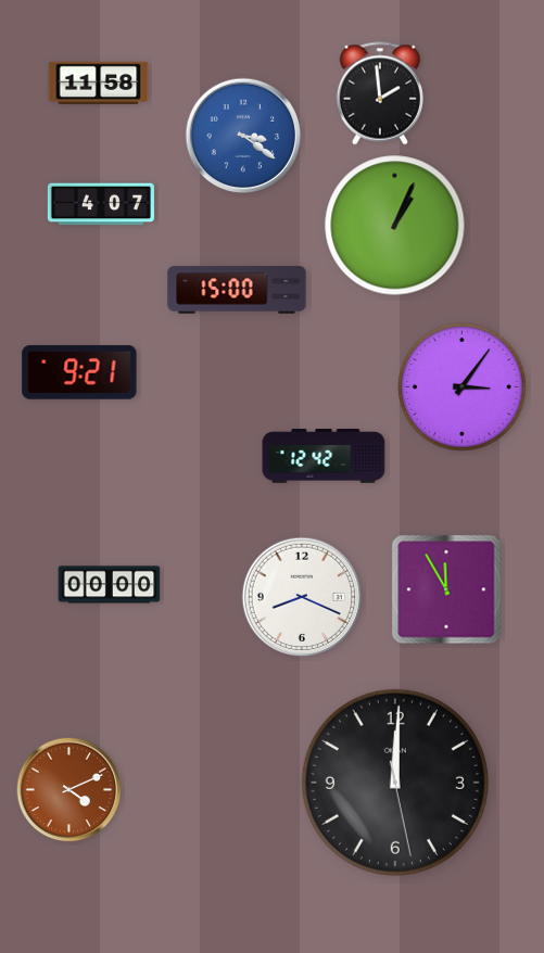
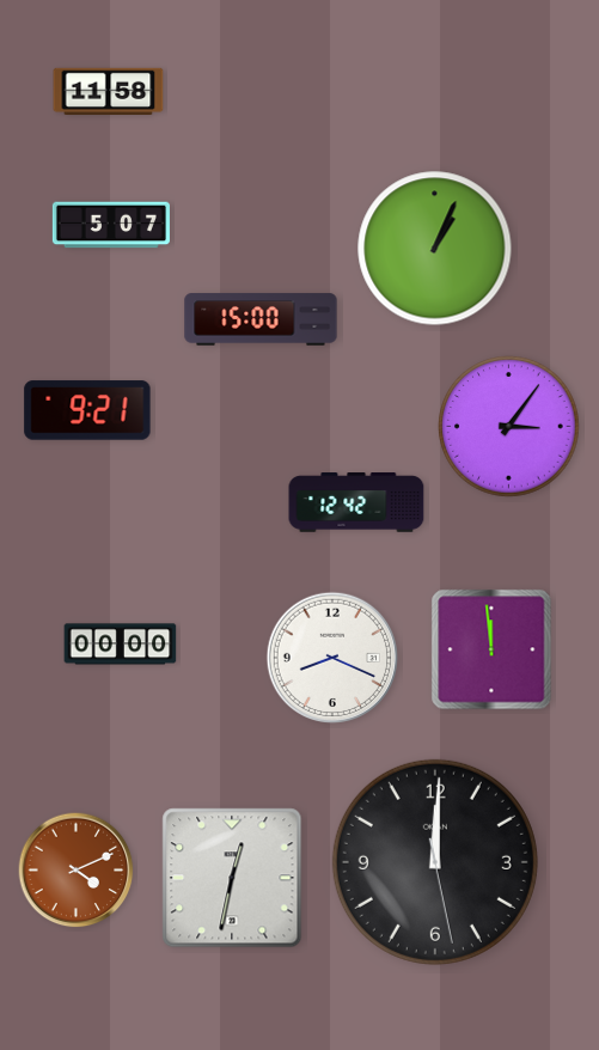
clock at (380, 93): 1:59 -> none
clock at (243, 136): 3:21 -> none
clock at (101, 204): 4:07 -> 5:07
clock at (446, 589): 11:55 -> 11:59
clock at (232, 878): none -> 12:32
